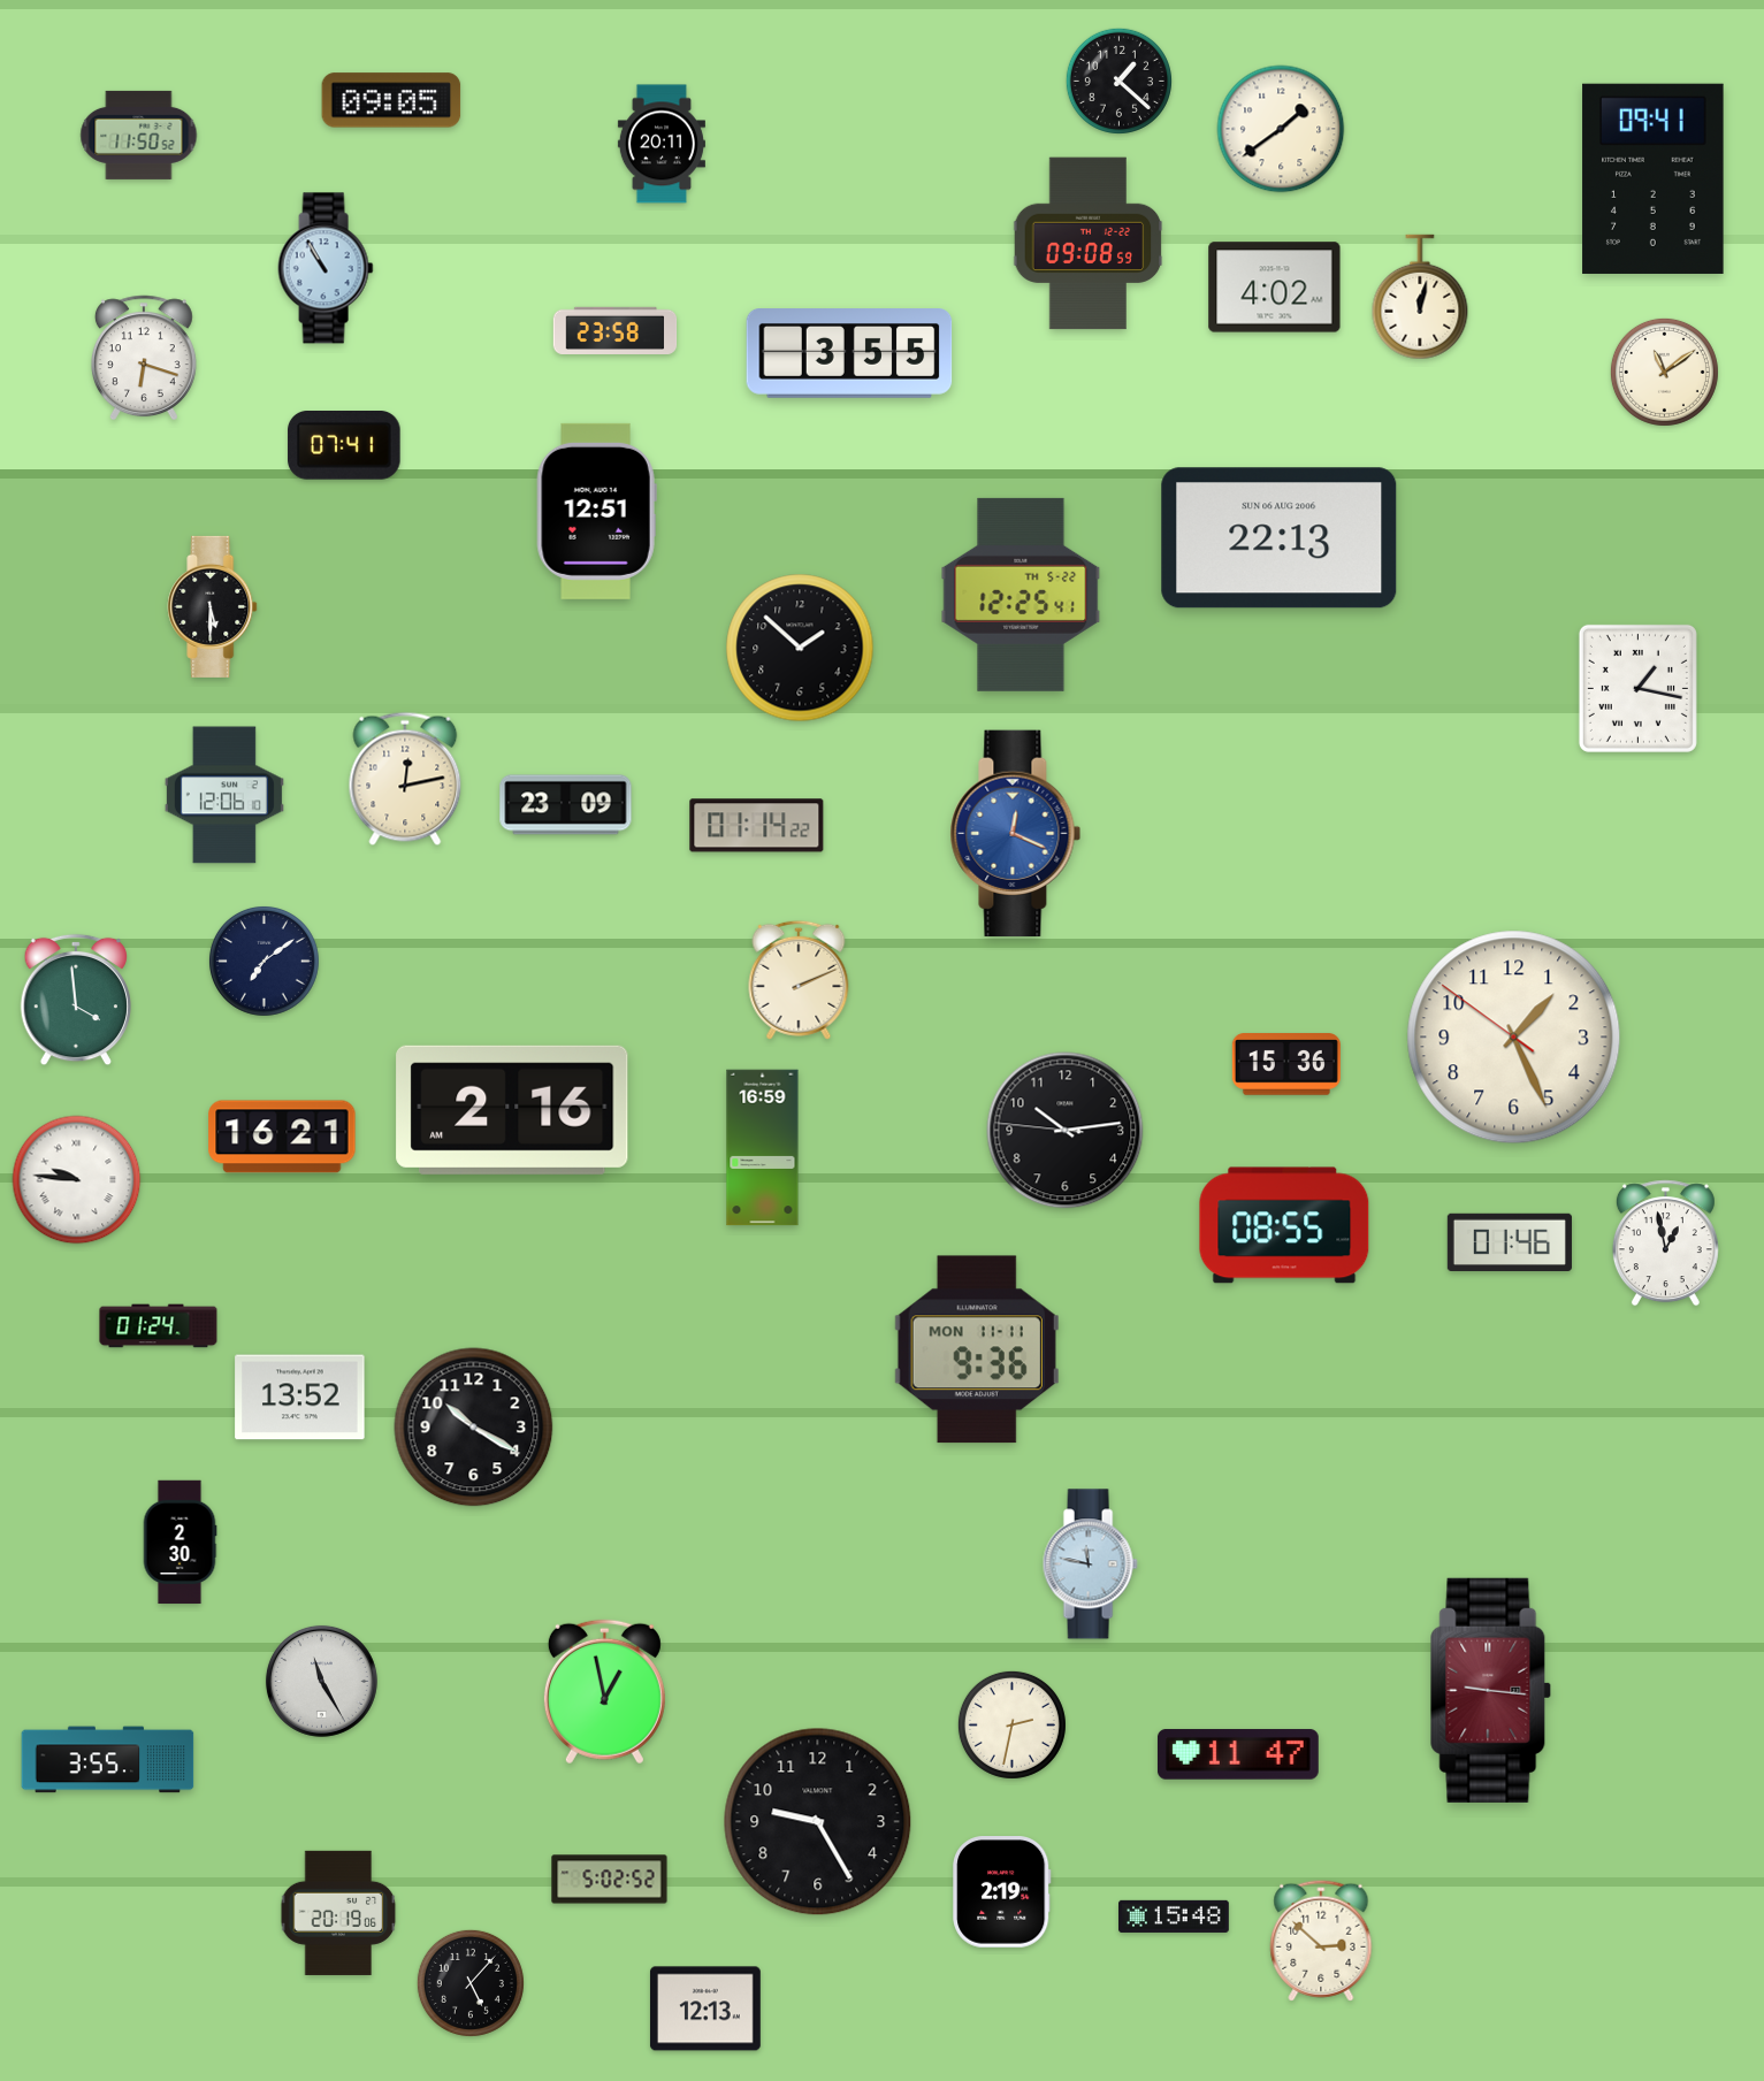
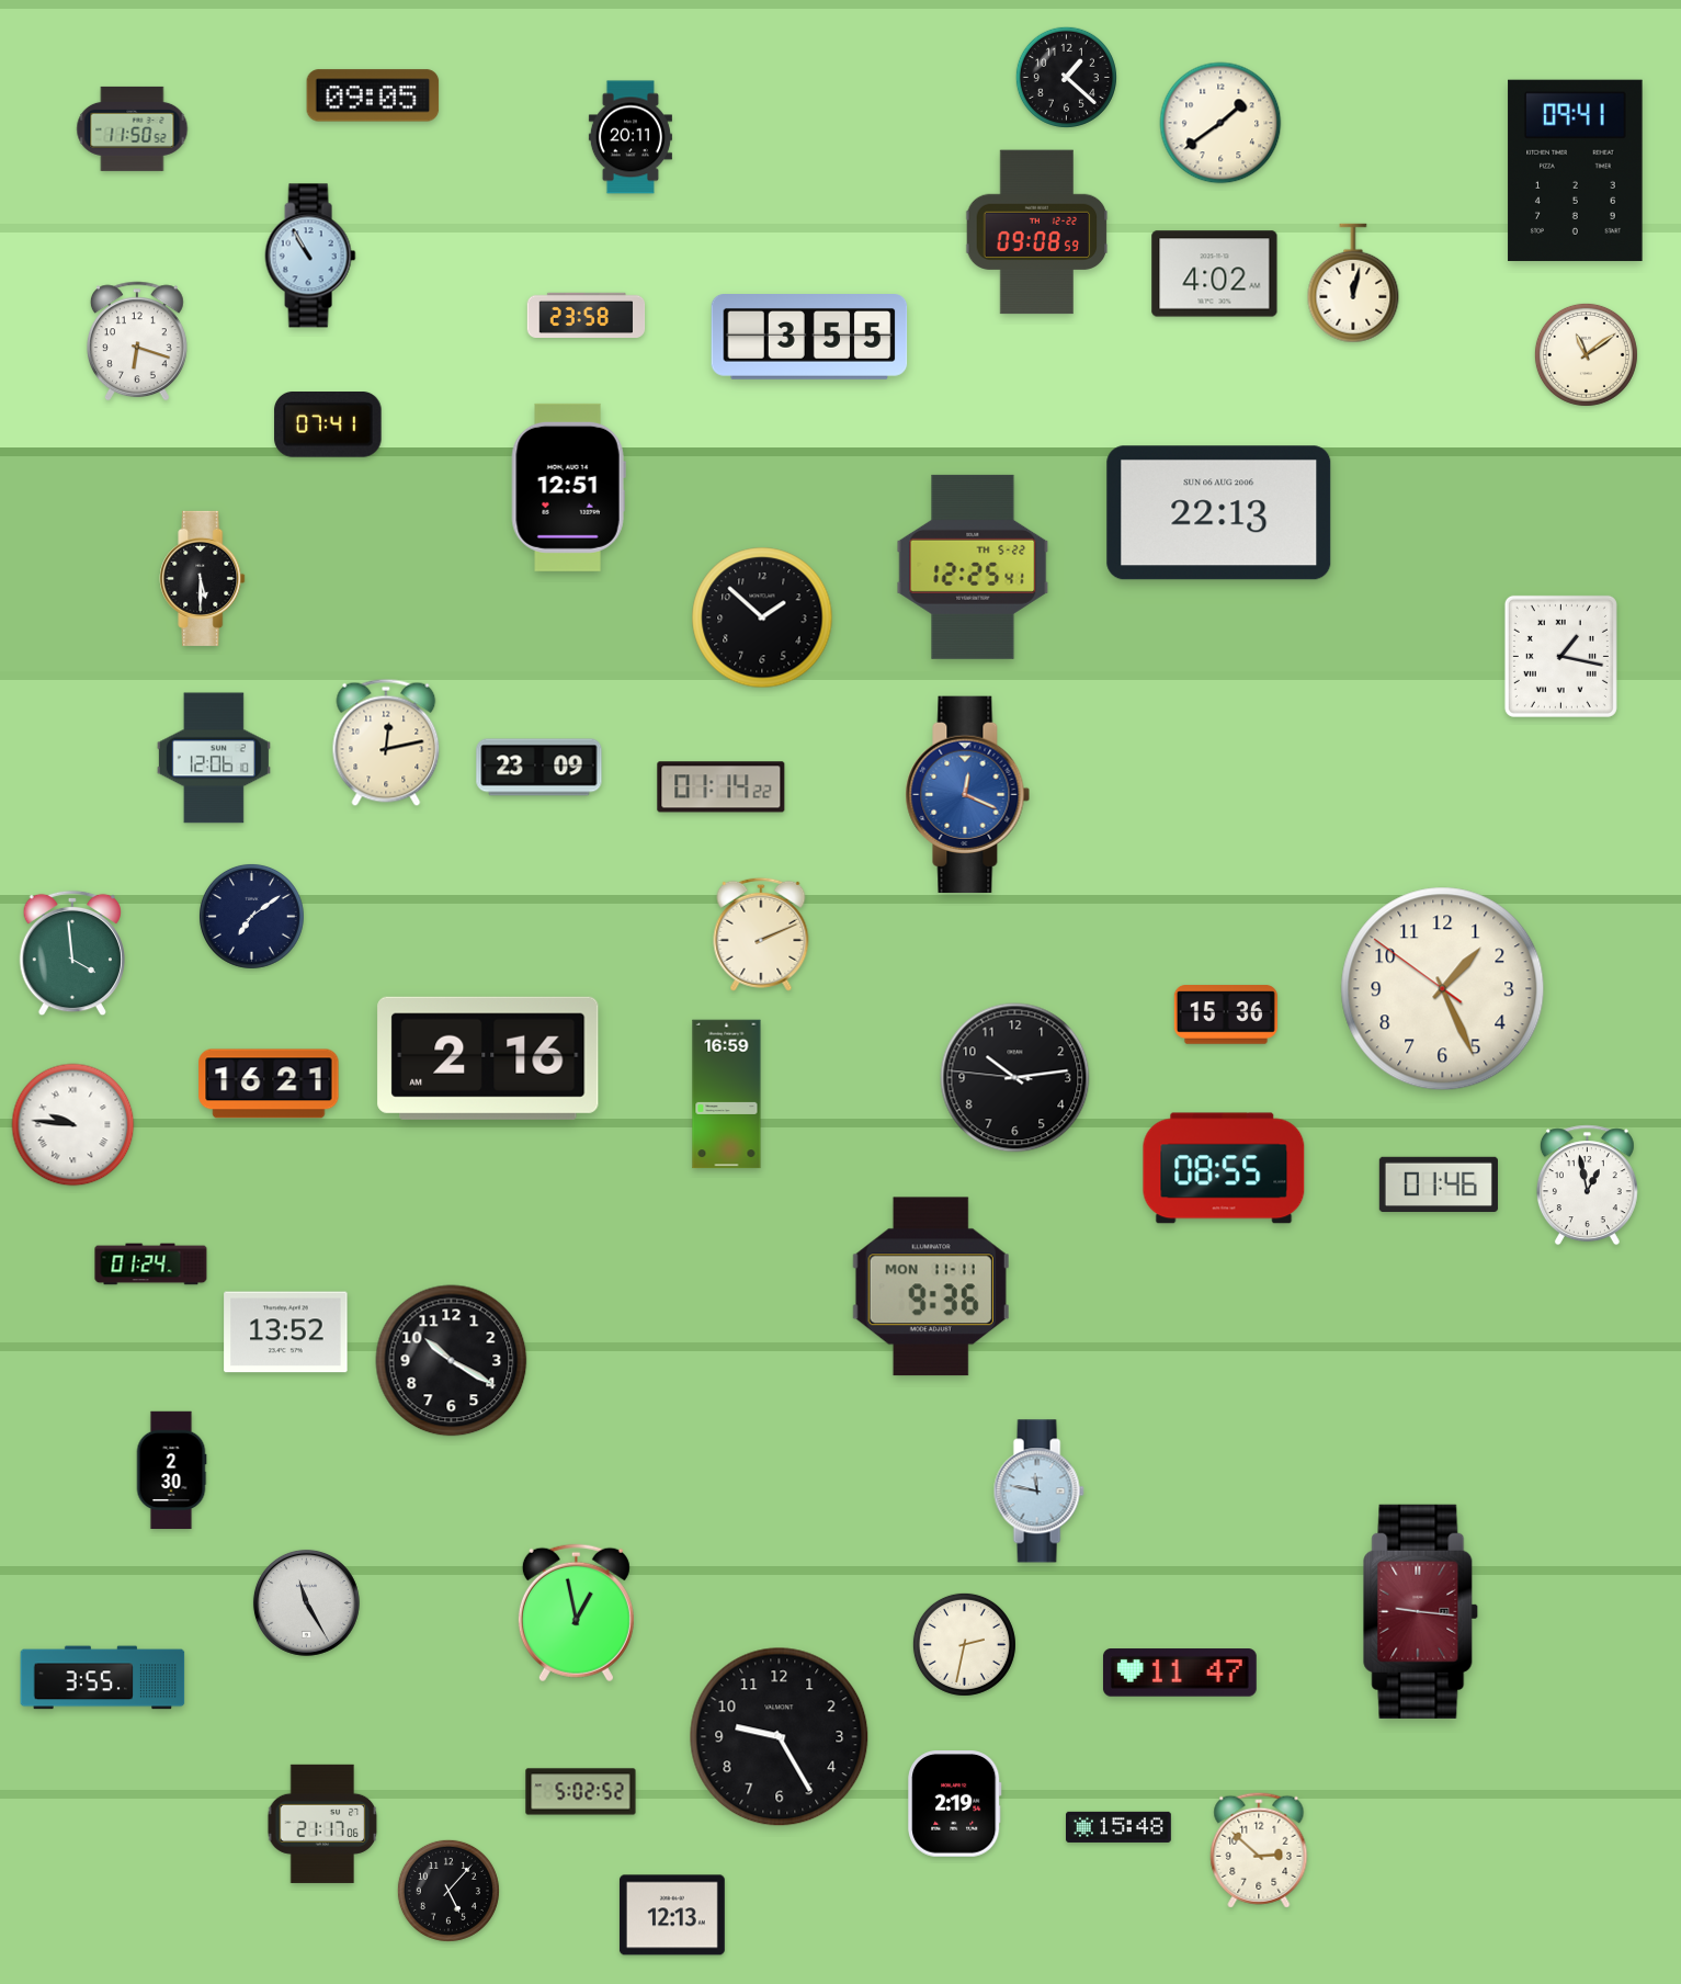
clock at (338, 1913): 20:19 -> 21:17
